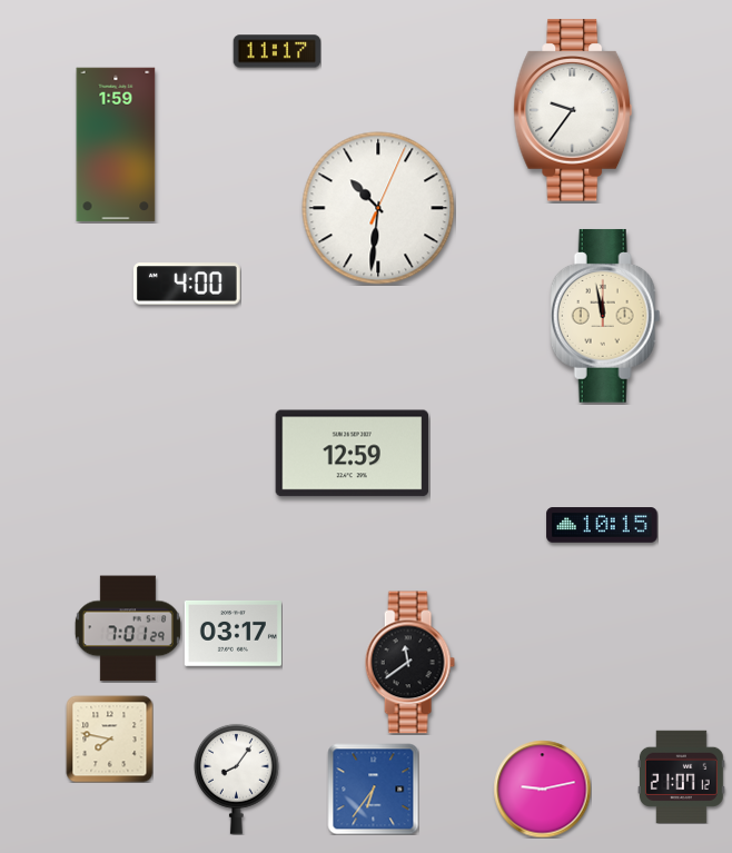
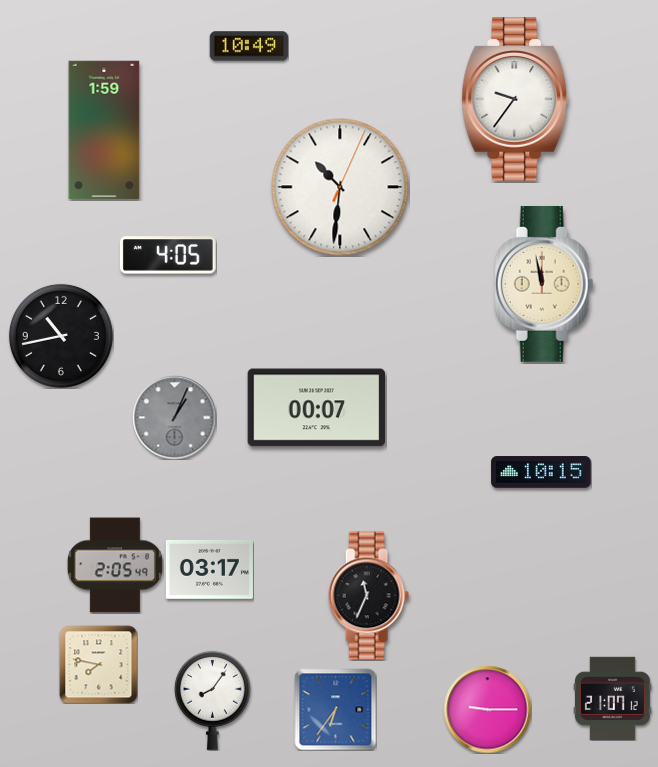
clock at (277, 51): 11:17 -> 10:49
clock at (187, 284): 4:00 -> 4:05
clock at (61, 336): none -> 10:43
clock at (353, 454): 12:59 -> 00:07
clock at (174, 417): none -> 1:04
clock at (128, 628): 7:01 -> 2:05
clock at (409, 663): 11:39 -> 11:34
clock at (542, 788): 9:13 -> 9:15
